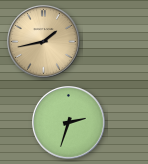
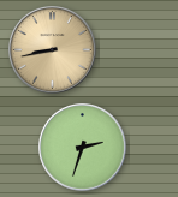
clock at (44, 42): 1:43 -> 8:43
